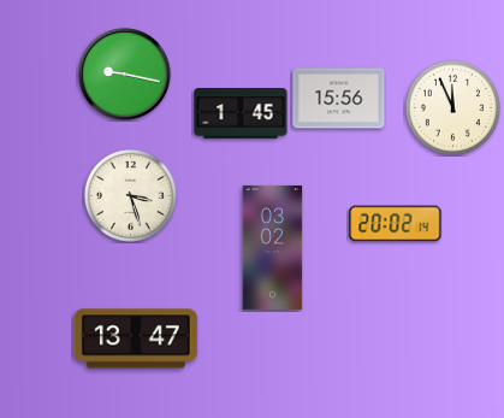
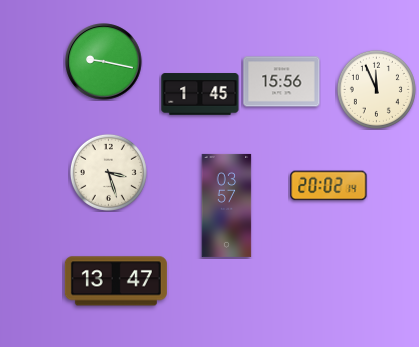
clock at (130, 195) position: (130, 195) -> (108, 172)
clock at (273, 247): 03:02 -> 03:57
clock at (136, 338) position: (136, 338) -> (116, 281)
